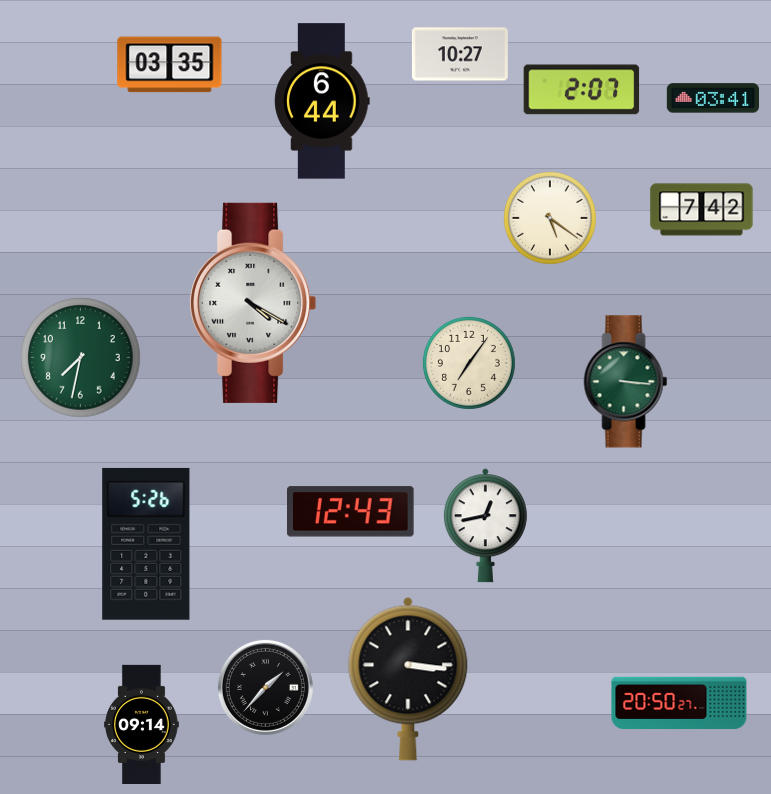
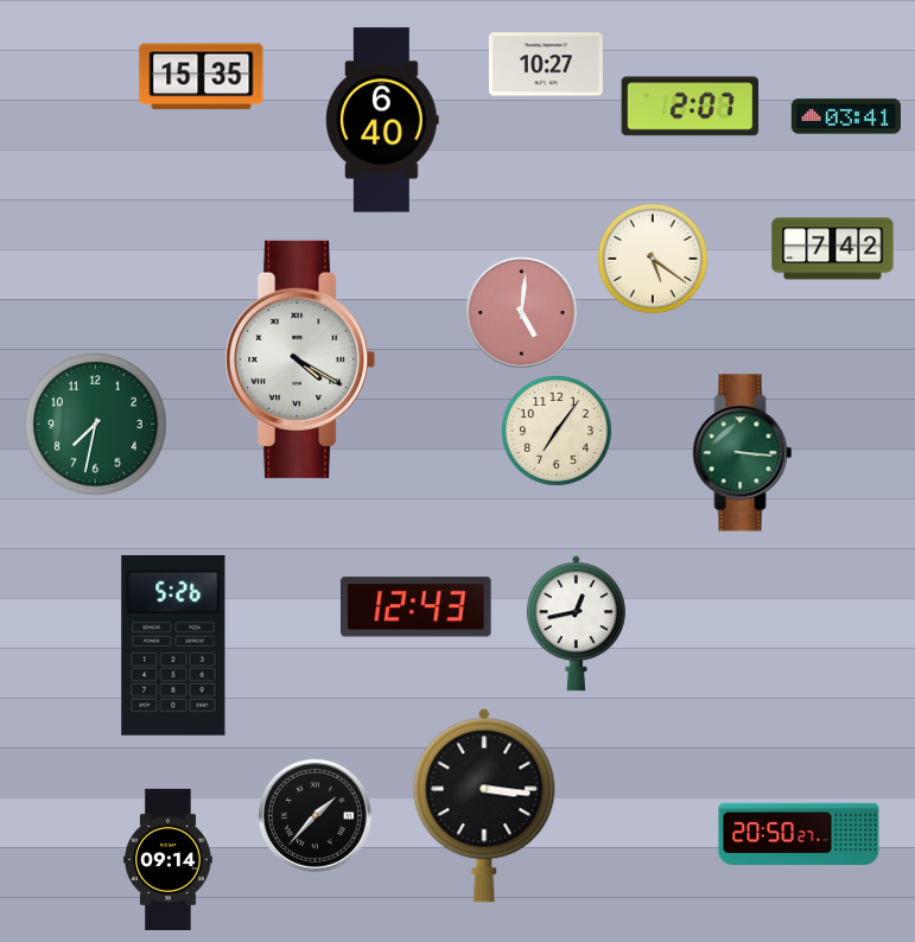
clock at (170, 65): 03:35 -> 15:35
clock at (322, 101): 6:44 -> 6:40
clock at (521, 312): none -> 5:01
clock at (679, 703) position: (679, 703) -> (799, 834)
